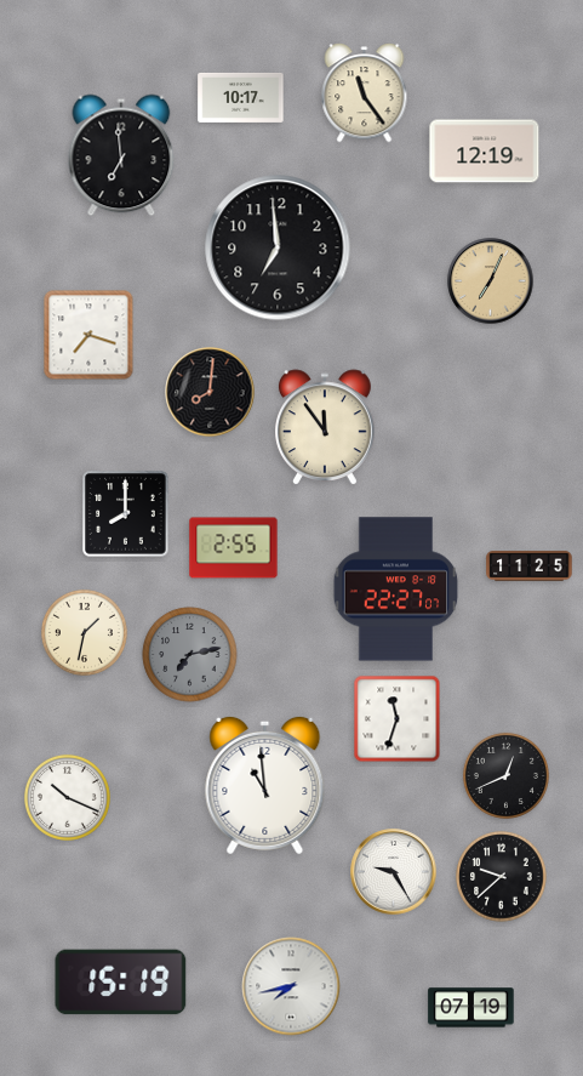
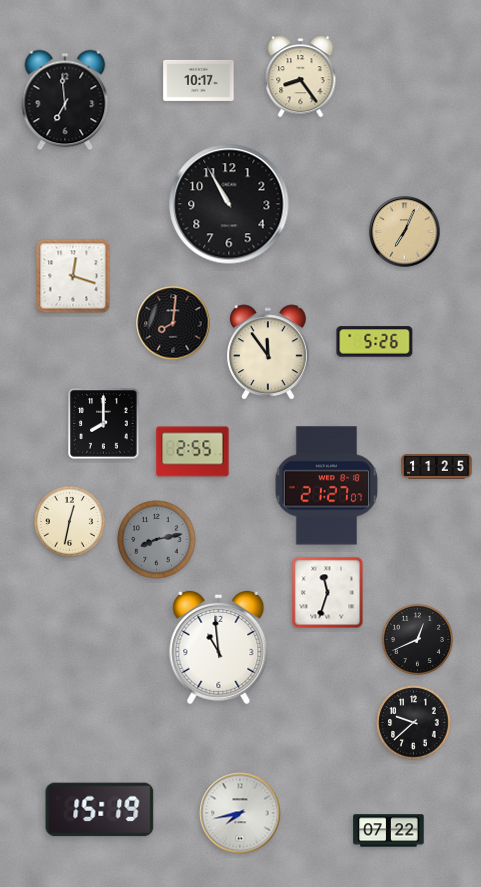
clock at (365, 93): 11:24 -> 8:24
clock at (485, 152): 12:19 -> none
clock at (121, 155) position: (121, 155) -> (65, 100)
clock at (278, 247): 6:59 -> 10:55
clock at (88, 335): 7:18 -> 12:18
clock at (375, 342): none -> 5:26
clock at (396, 590): 22:27 -> 21:27
clock at (84, 632): 1:32 -> 12:32
clock at (190, 655): 7:13 -> 8:13
clock at (67, 797): 10:19 -> none
clock at (394, 872): 9:25 -> none
clock at (471, 1008): 07:19 -> 07:22
